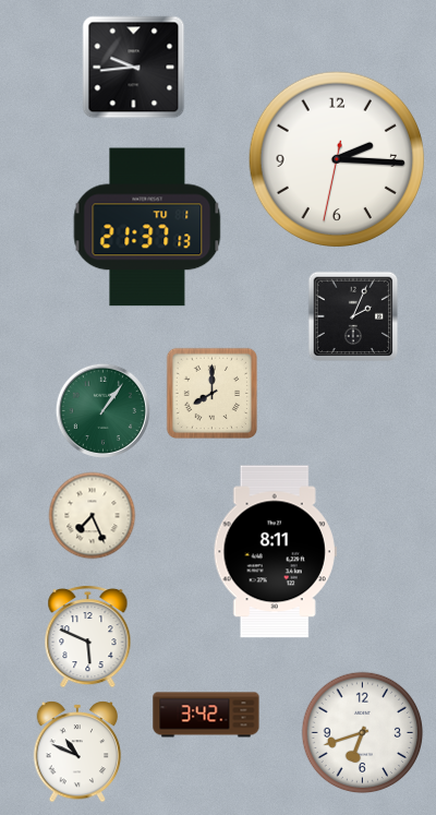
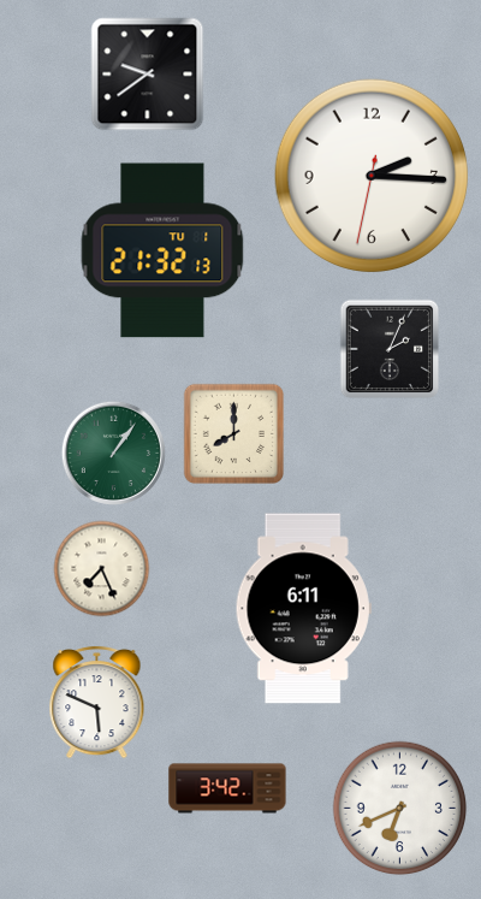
clock at (134, 68): 9:44 -> 9:39
clock at (147, 227): 21:37 -> 21:32
clock at (275, 552): 8:11 -> 6:11
clock at (363, 733): 6:42 -> 6:41
clock at (77, 752): 10:49 -> none
